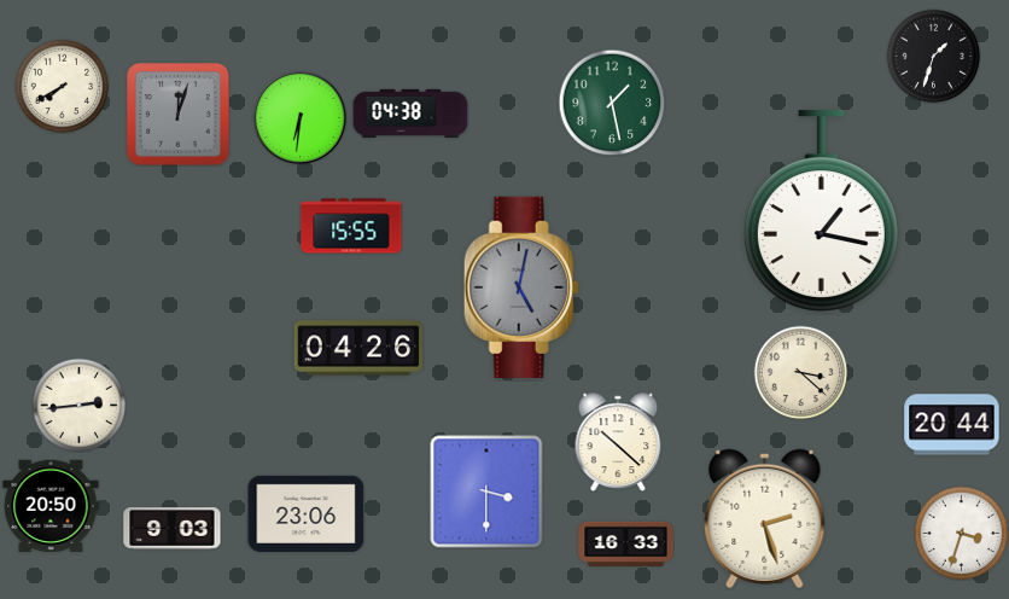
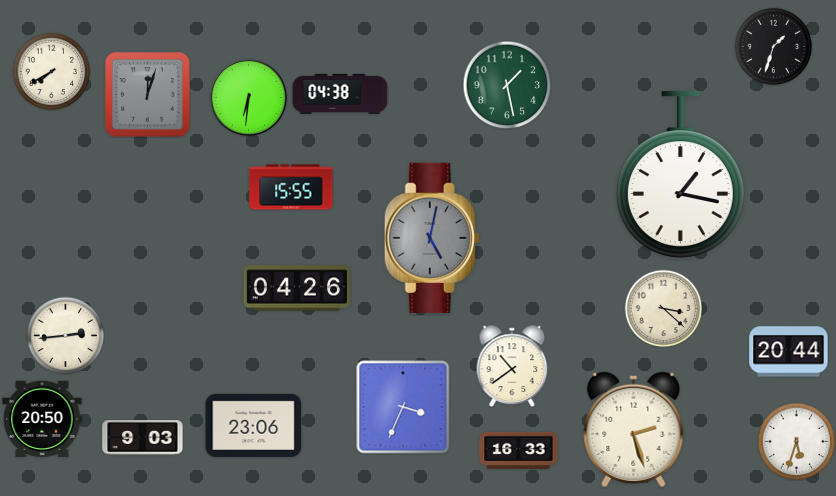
clock at (618, 442): 10:22 -> 10:39
clock at (486, 492): 3:30 -> 3:34
clock at (961, 533): 3:33 -> 5:33
